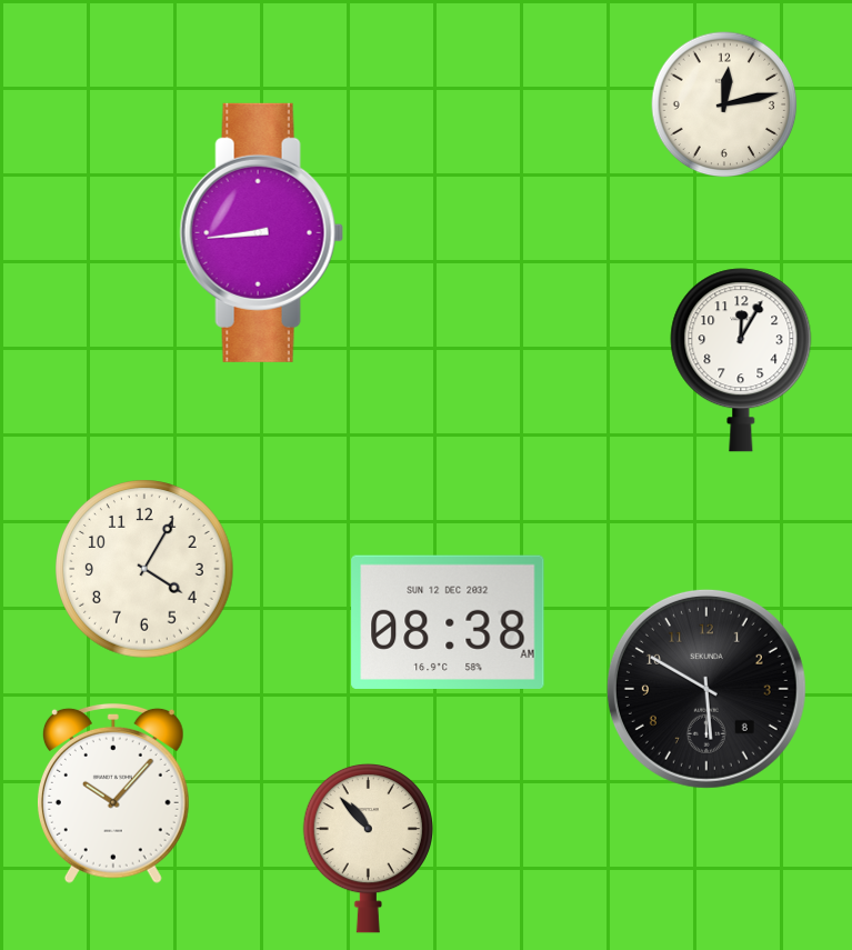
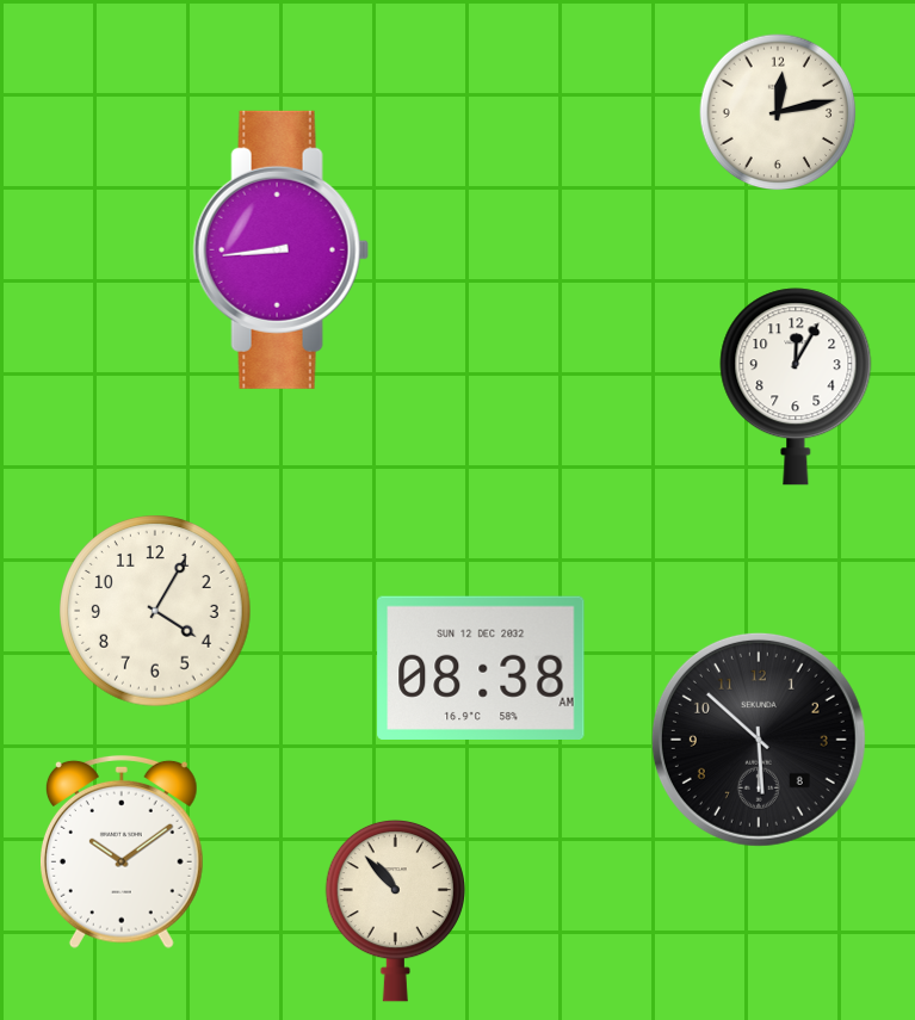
clock at (706, 689): 5:50 -> 5:52
clock at (113, 793): 10:07 -> 10:09
